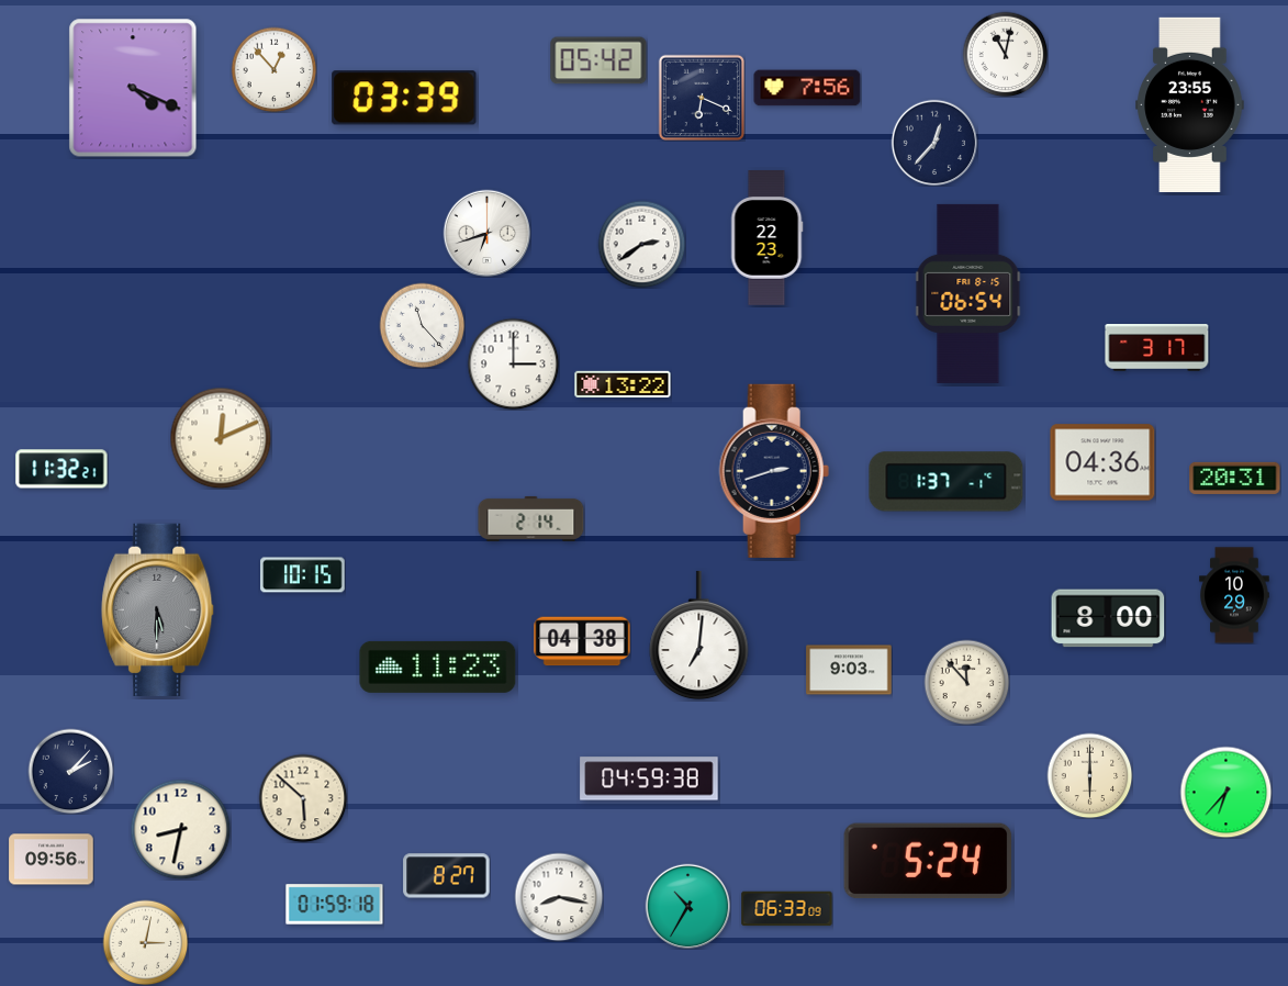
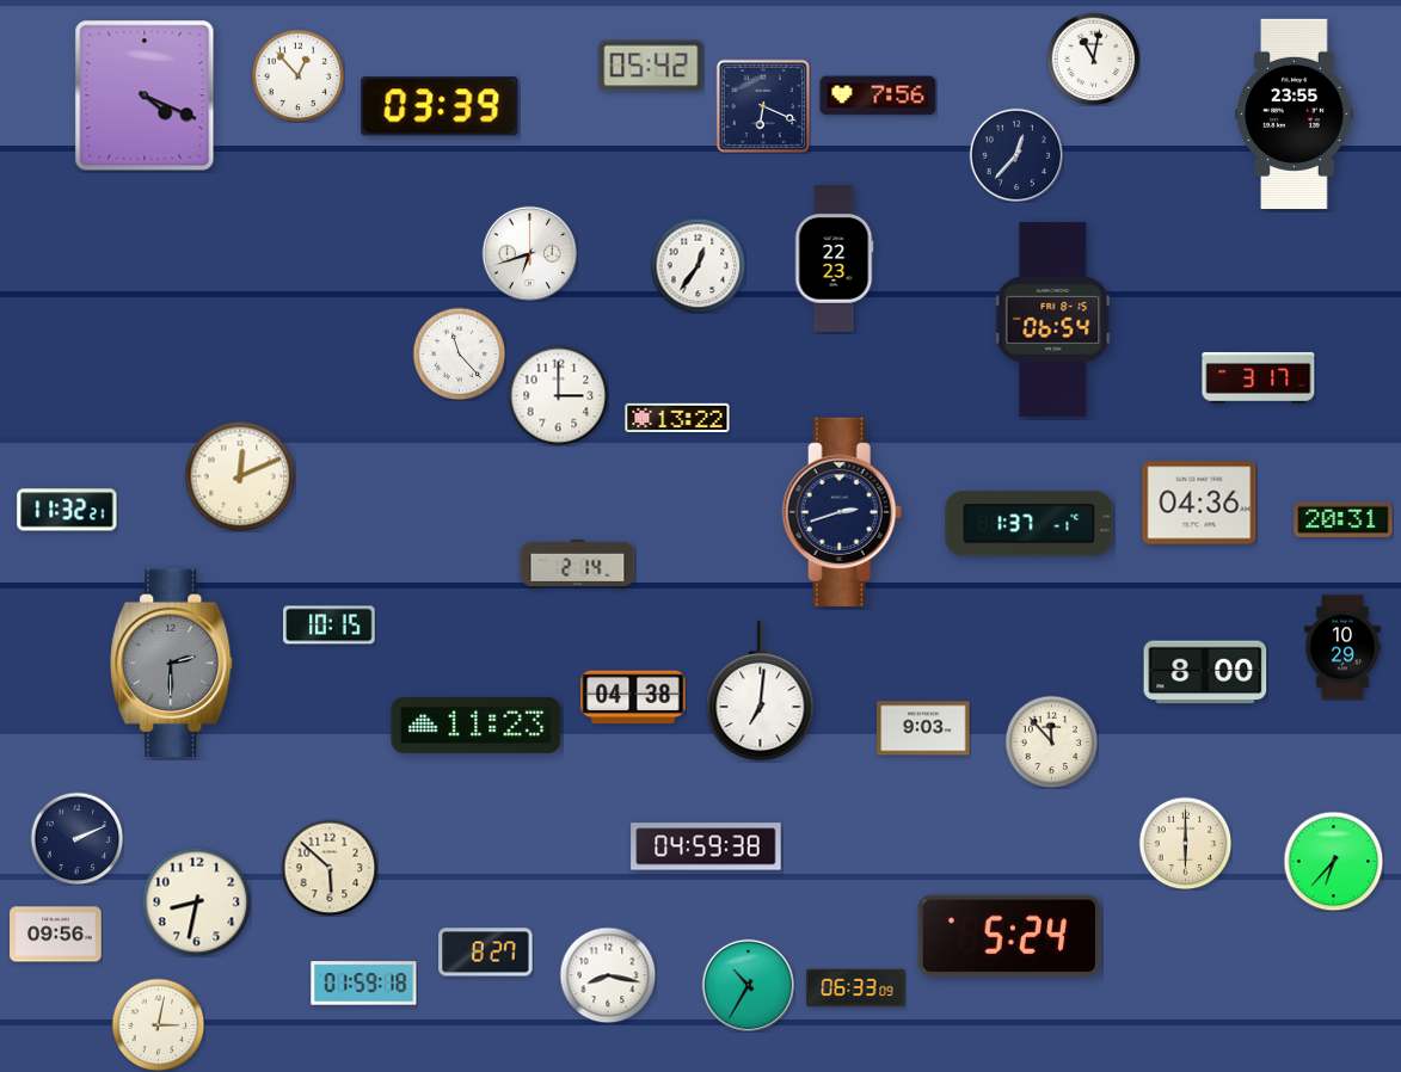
clock at (641, 244): 2:39 -> 12:36
clock at (158, 609): 5:30 -> 2:30
clock at (70, 771): 2:07 -> 2:11
